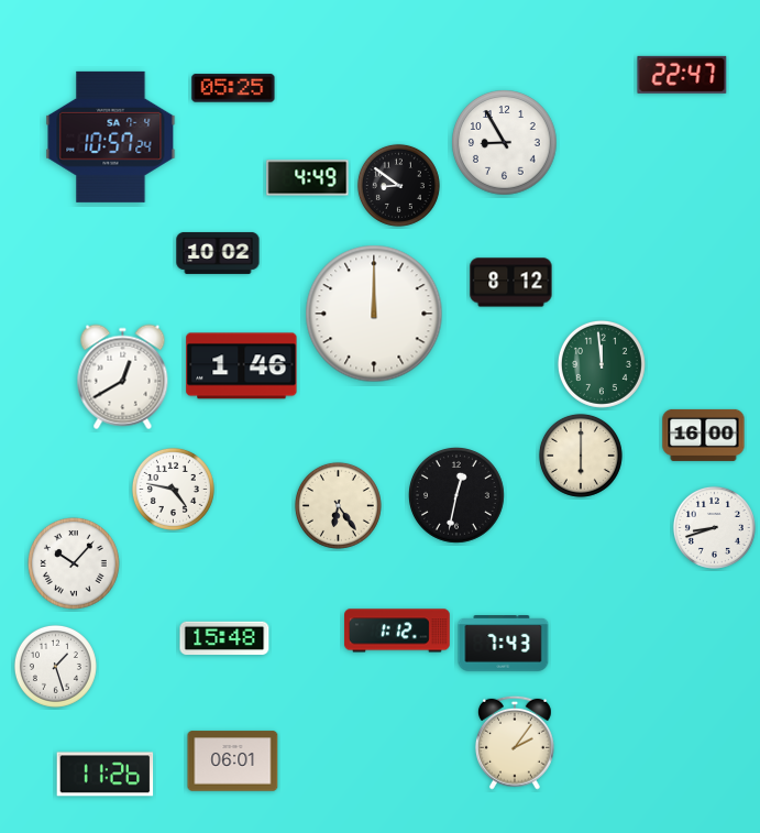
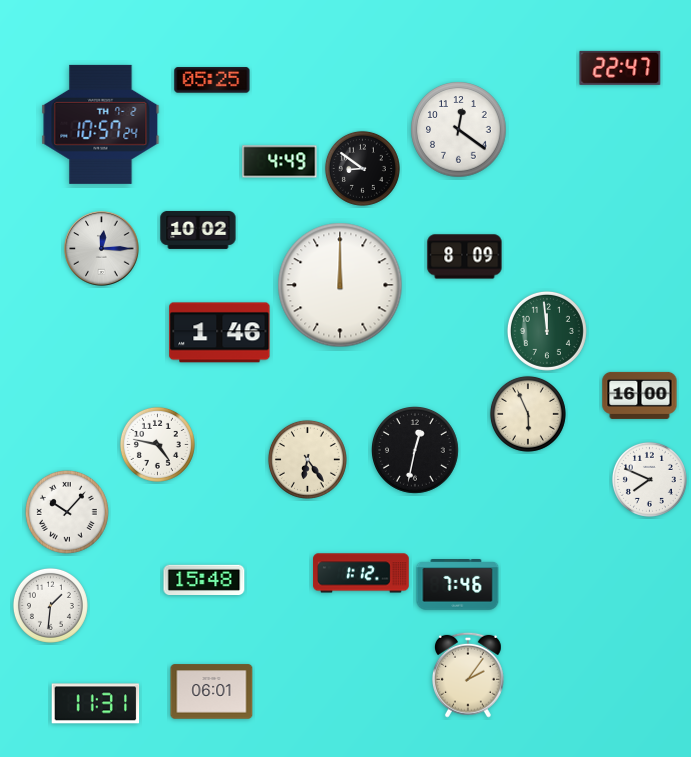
clock at (111, 136) date: SA 7-4 -> TH 7-2
clock at (505, 143): 8:55 -> 12:21
clock at (102, 249): none -> 12:15
clock at (511, 283): 8:12 -> 8:09
clock at (123, 377): 12:40 -> none
clock at (581, 456): 6:00 -> 5:56
clock at (714, 527): 8:42 -> 7:49
clock at (504, 644): 7:43 -> 7:46
clock at (55, 666): 1:27 -> 1:31
clock at (106, 775): 11:26 -> 11:31
